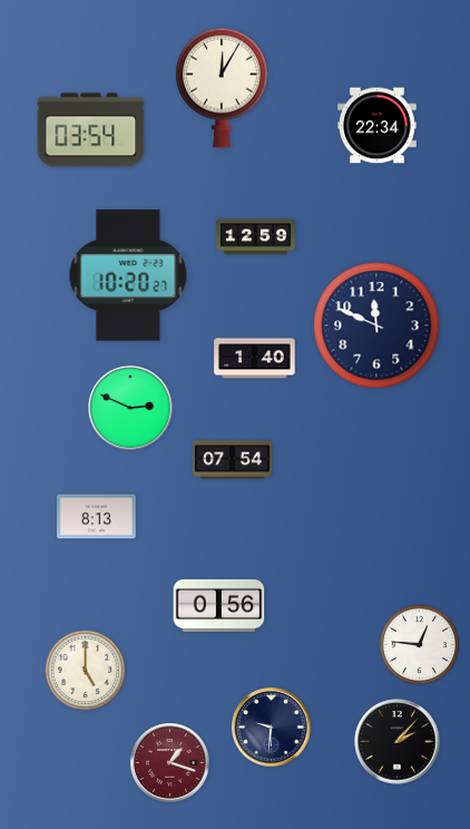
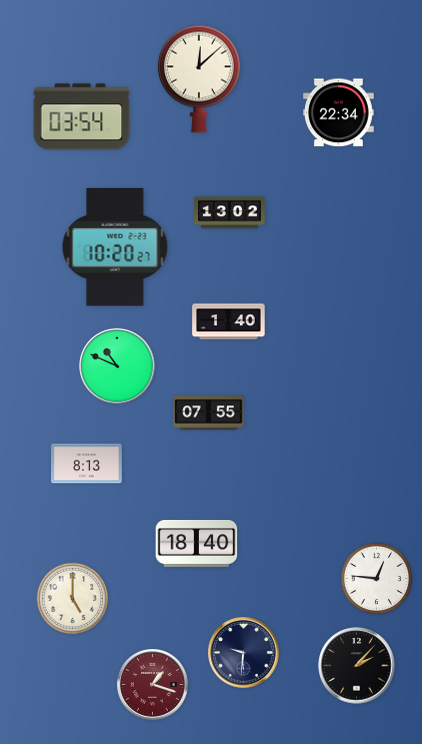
clock at (222, 88): 12:05 -> 12:08
clock at (256, 237): 12:59 -> 13:02
clock at (376, 325): 11:49 -> none
clock at (130, 408): 2:49 -> 10:49
clock at (233, 460): 07:54 -> 07:55
clock at (219, 605): 0:56 -> 18:40
clock at (86, 671) position: (86, 671) -> (73, 599)
